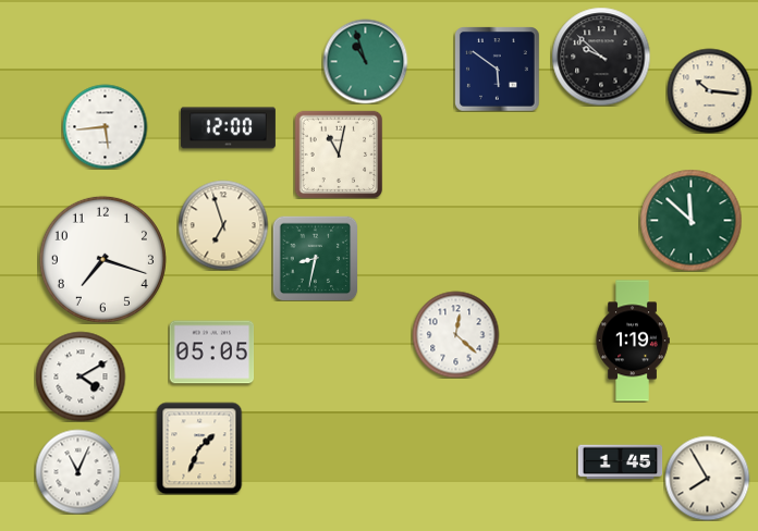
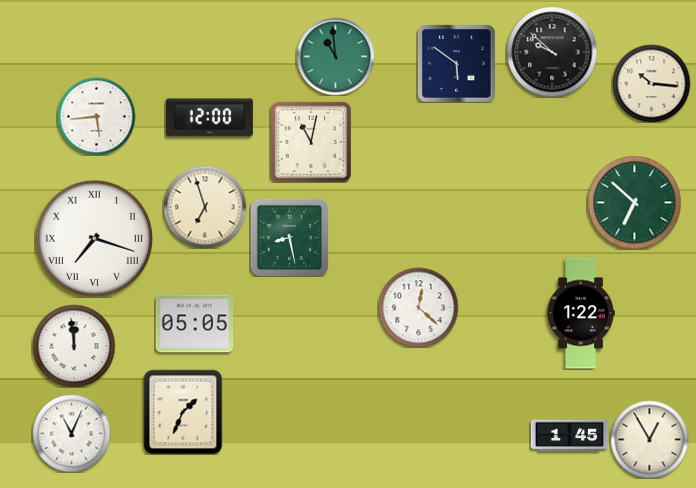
clock at (365, 61): 10:57 -> 10:59
clock at (690, 220): 11:52 -> 6:52
clock at (315, 258): 8:32 -> 8:28
clock at (102, 259) numerals: Arabic -> Roman
clock at (633, 341): 1:19 -> 1:22
clock at (81, 376): 4:10 -> 11:59
clock at (620, 462) position: (620, 462) -> (569, 436)
clock at (707, 478): 7:55 -> 12:55
